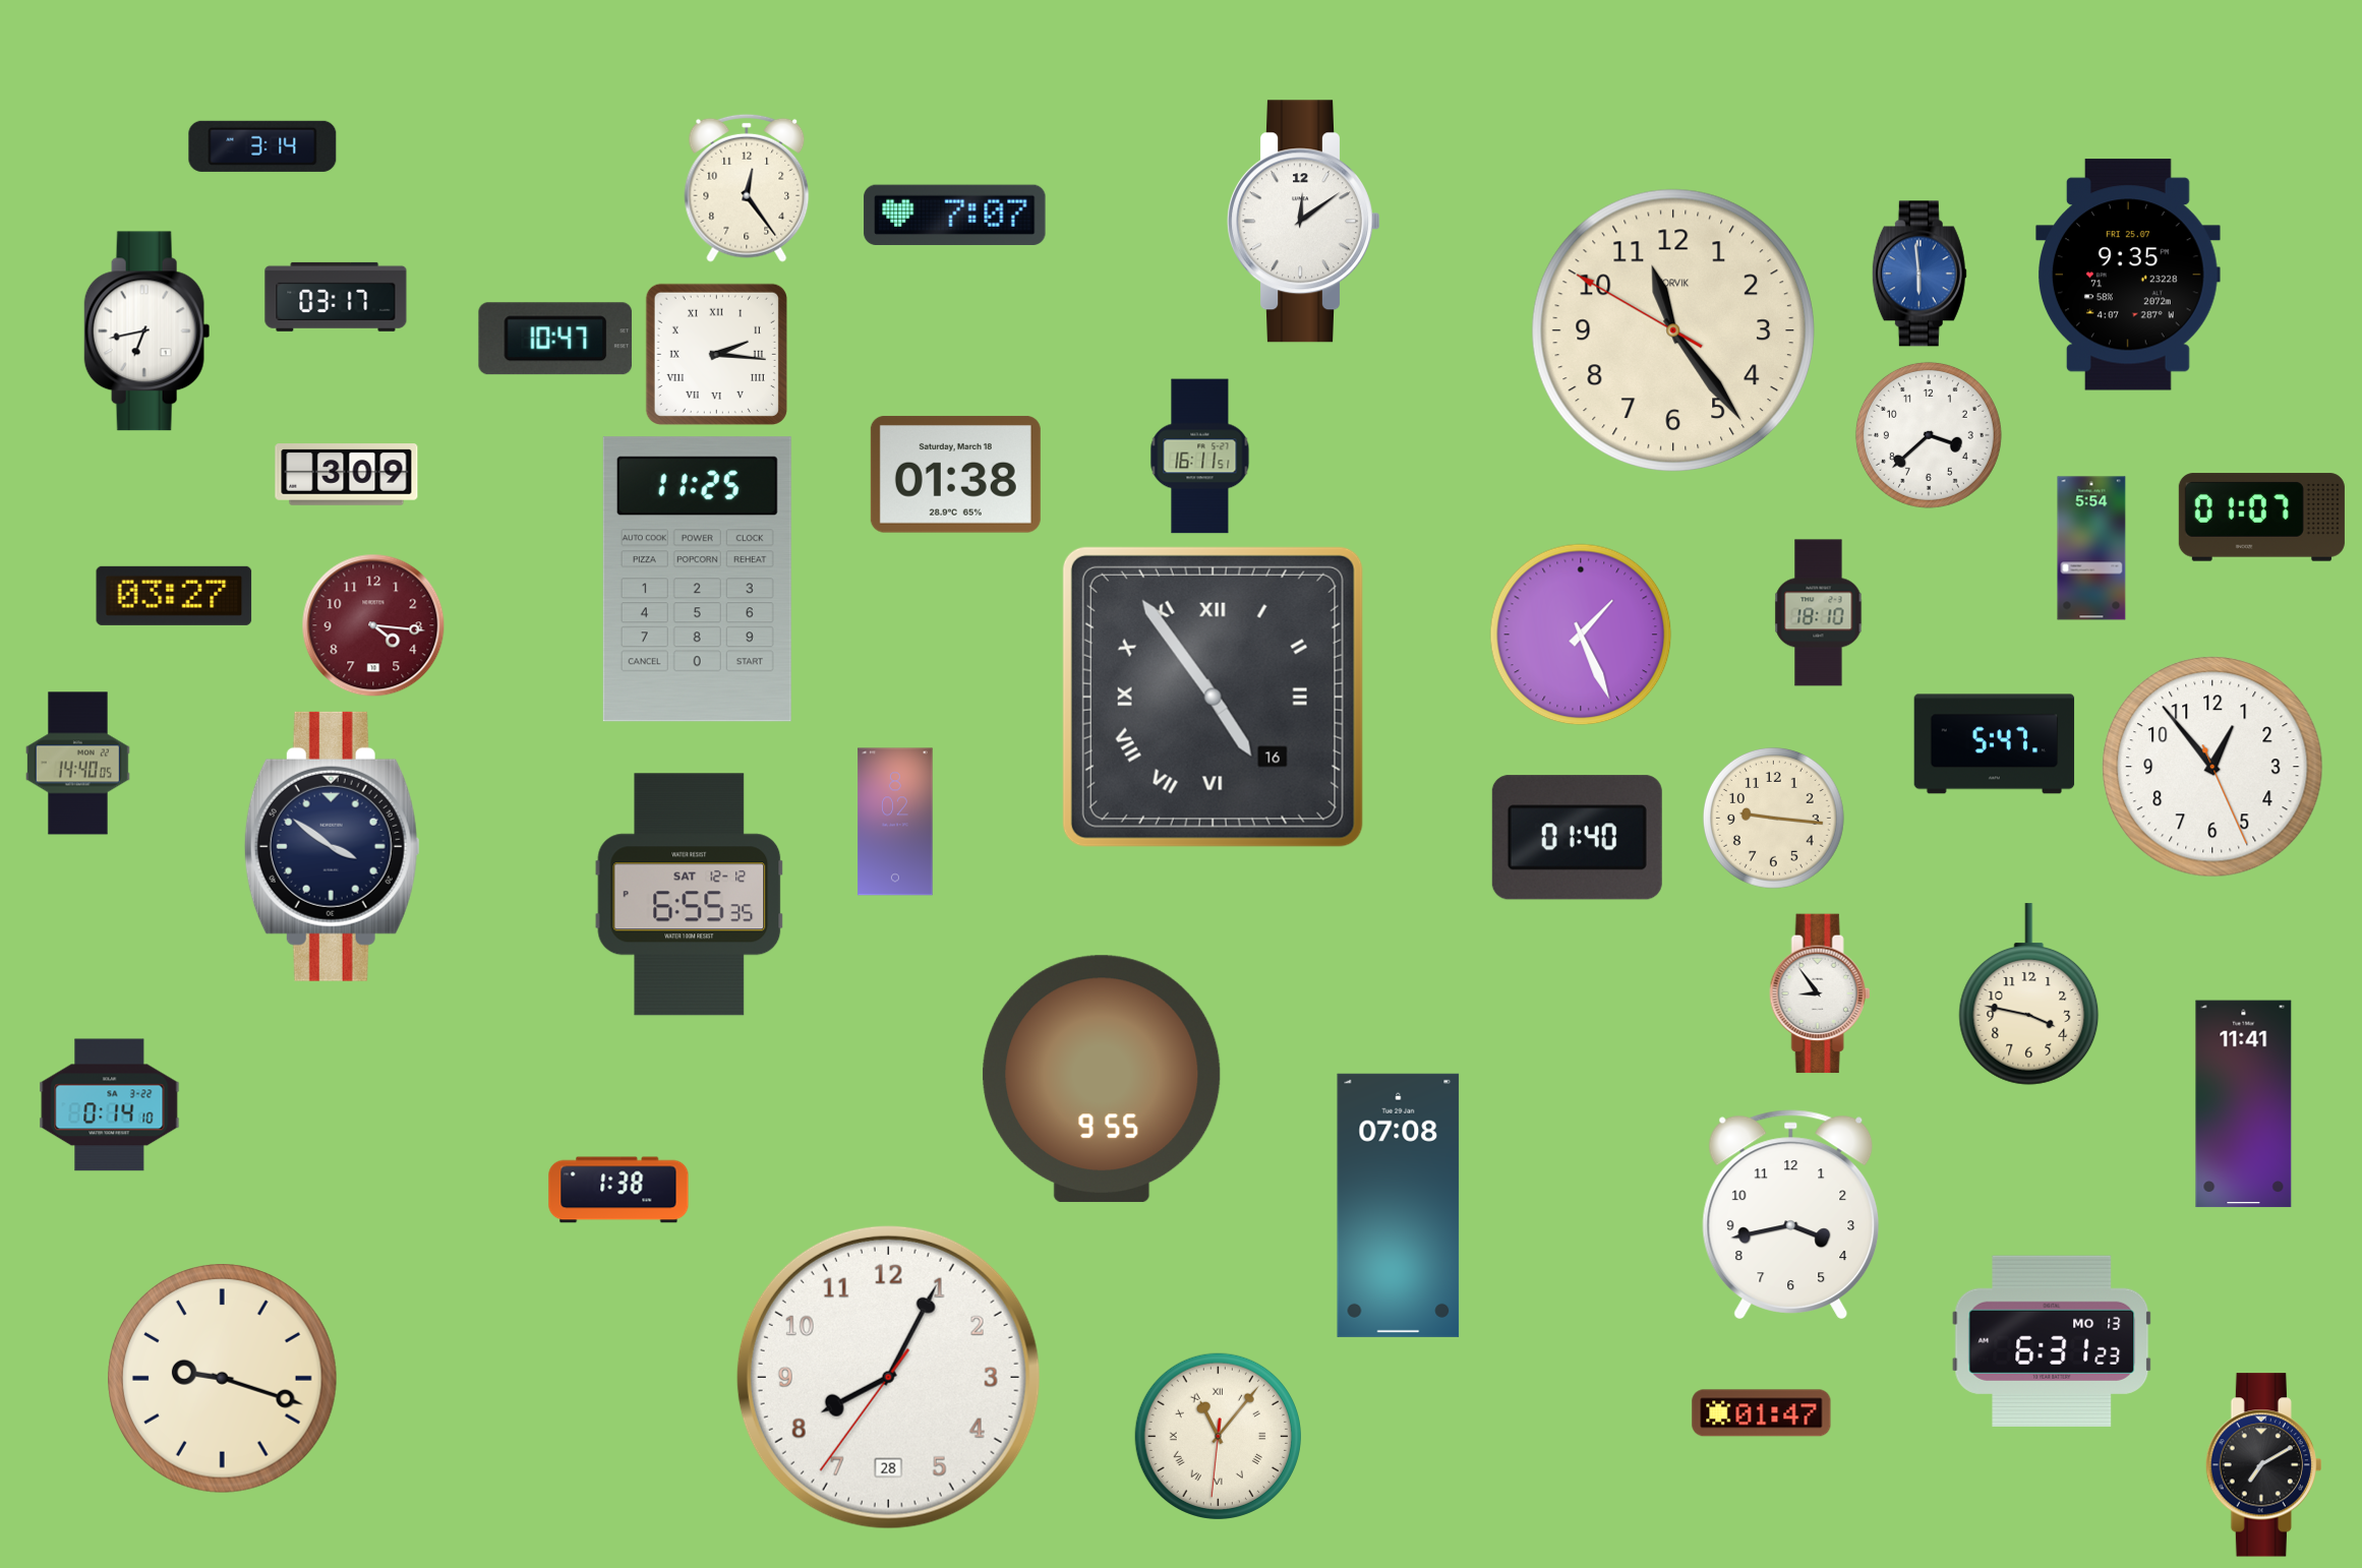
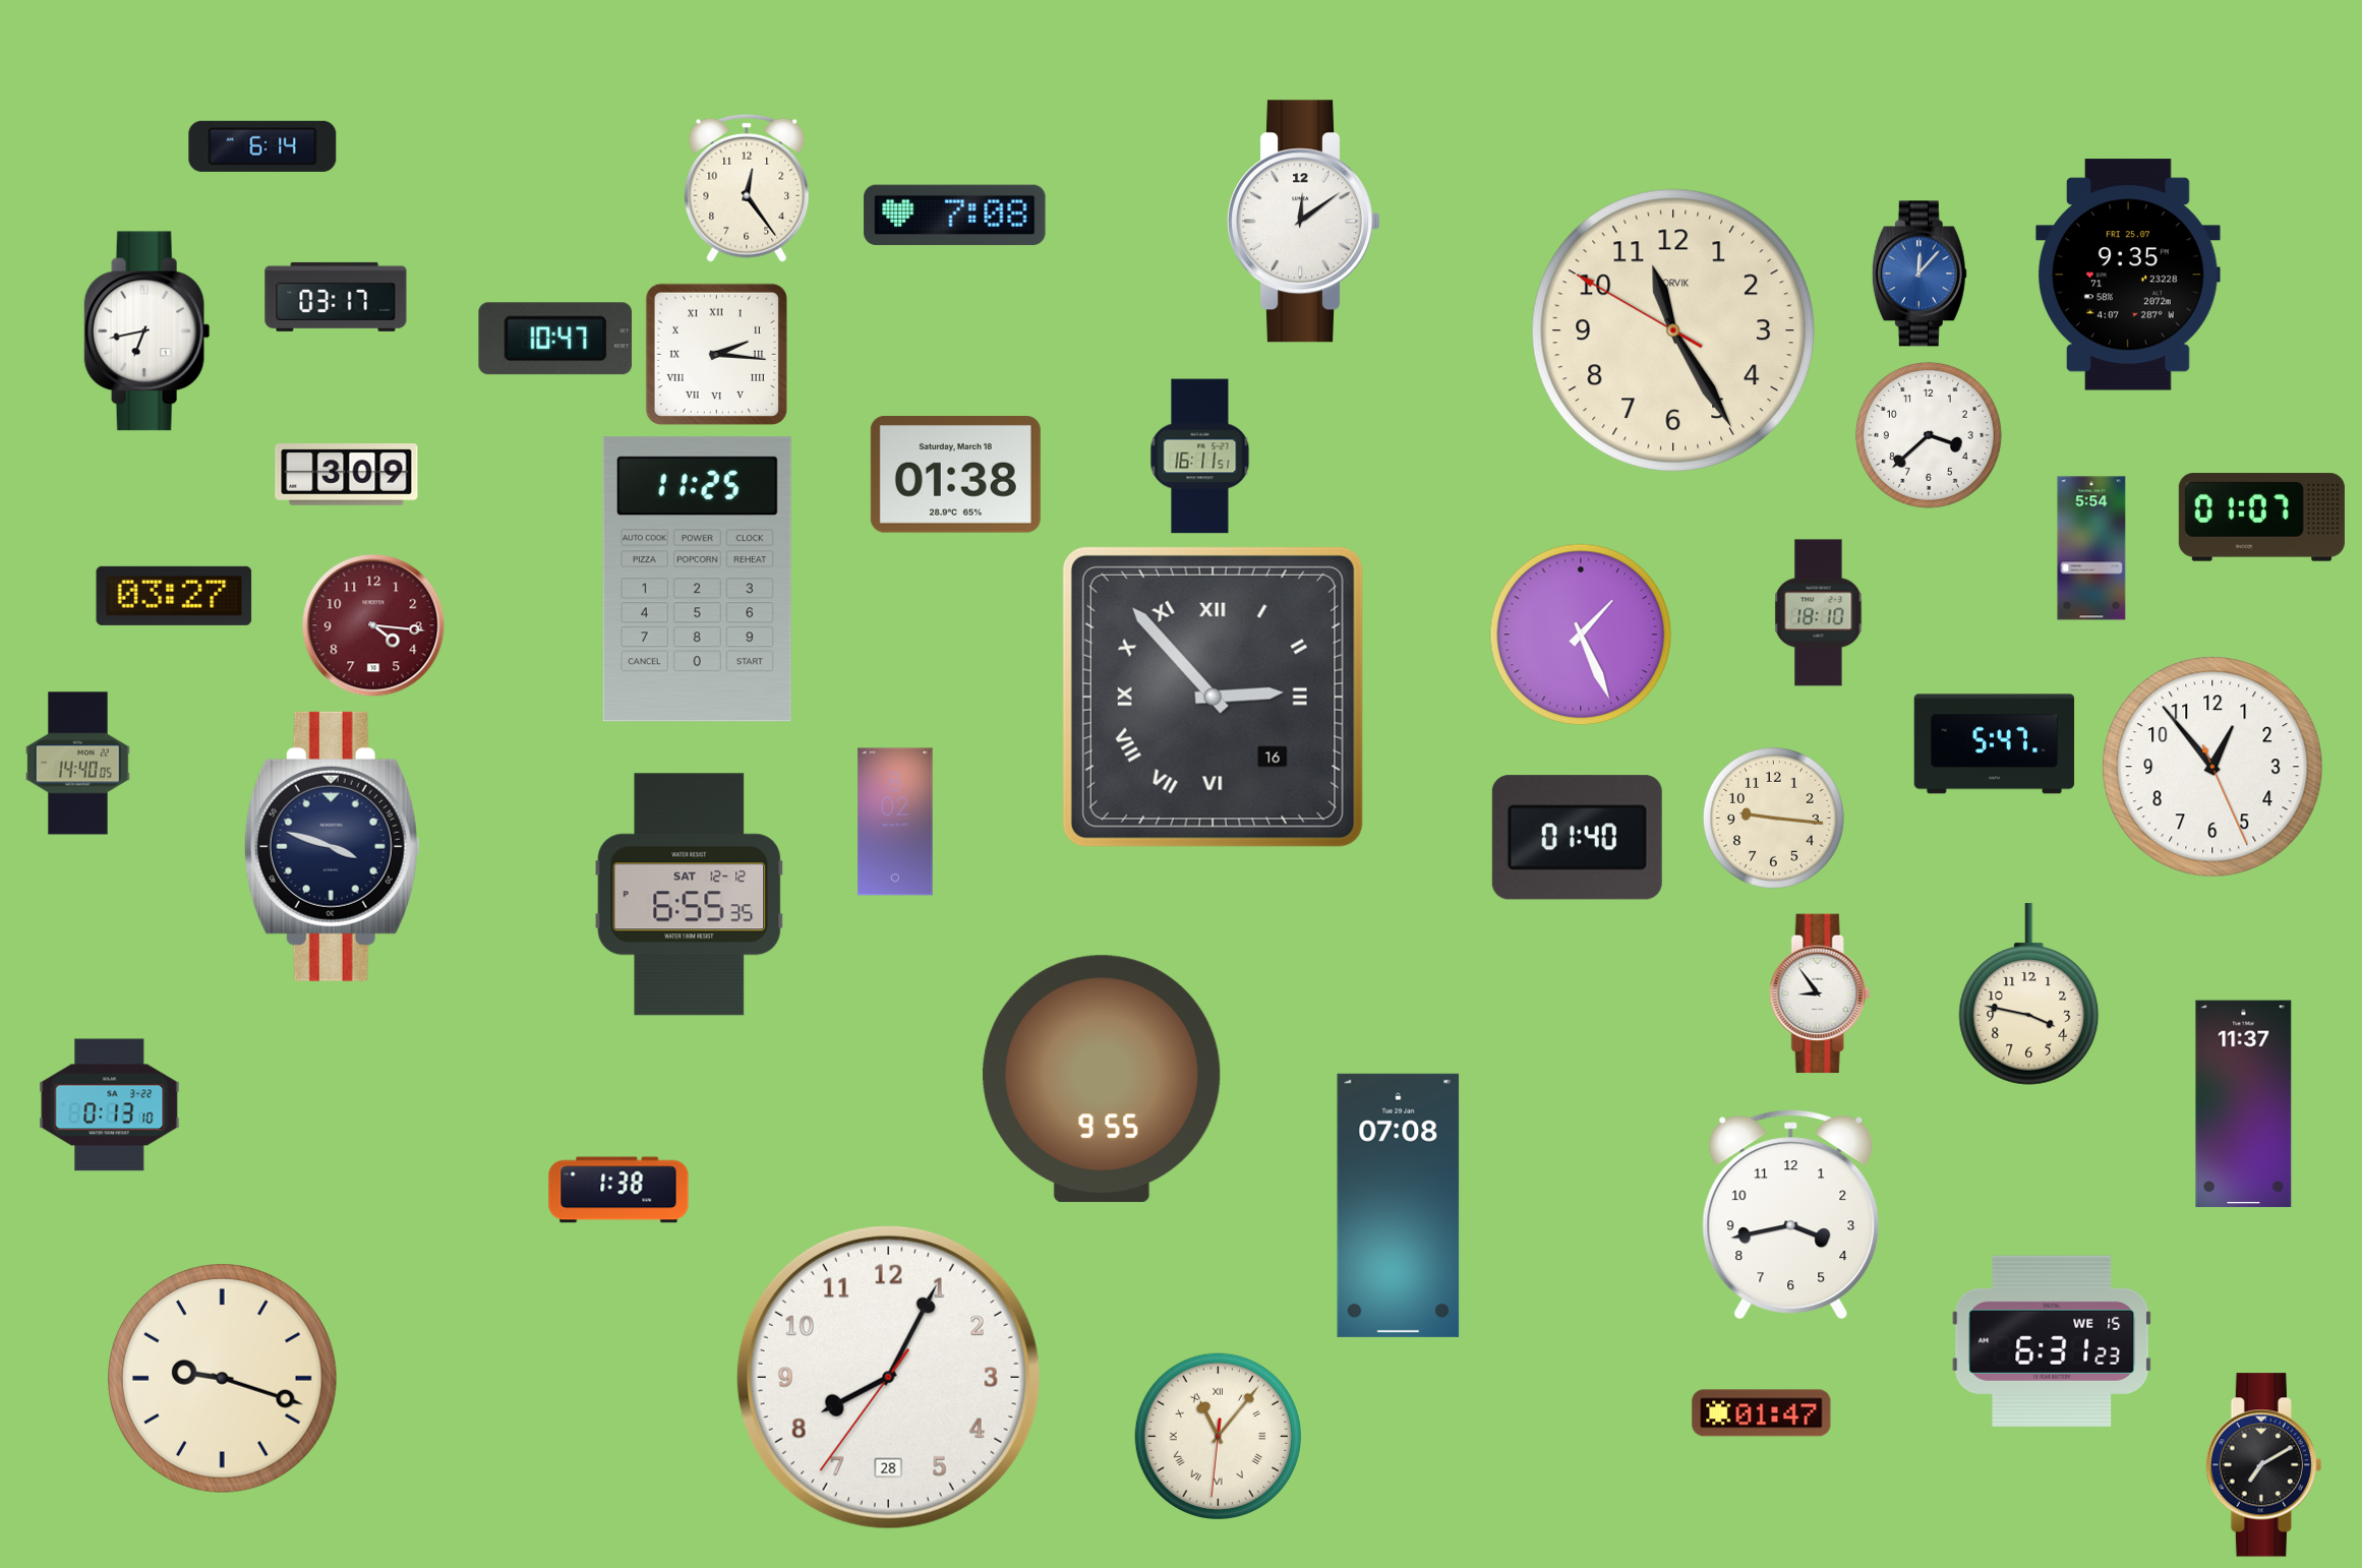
clock at (262, 146): 3:14 -> 6:14
clock at (955, 215): 7:07 -> 7:08
clock at (1920, 274): 5:59 -> 12:07
clock at (1672, 329): 11:23 -> 11:24
clock at (1213, 697): 4:54 -> 2:53
clock at (332, 846): 3:51 -> 3:48
clock at (2244, 1104): 11:41 -> 11:37
clock at (110, 1105): 0:14 -> 0:13
clock at (2052, 1341) date: MO 13 -> WE 15
